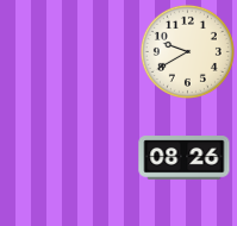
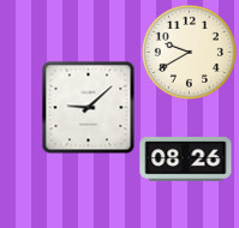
clock at (88, 107): none -> 9:08
